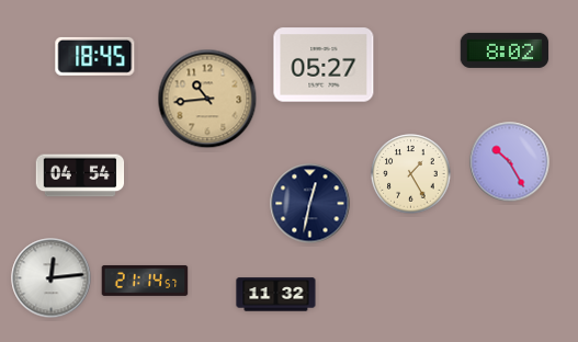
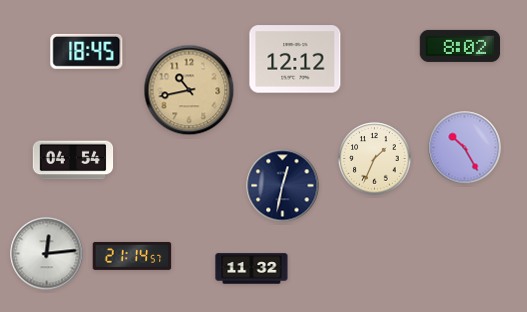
clock at (324, 65): 05:27 -> 12:12
clock at (207, 99): 10:44 -> 10:43
clock at (411, 174): 1:25 -> 1:34
